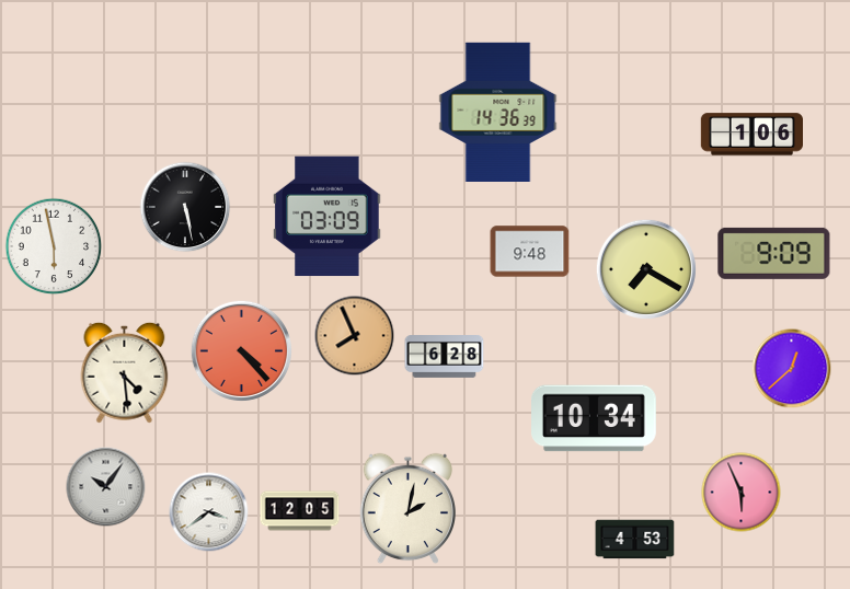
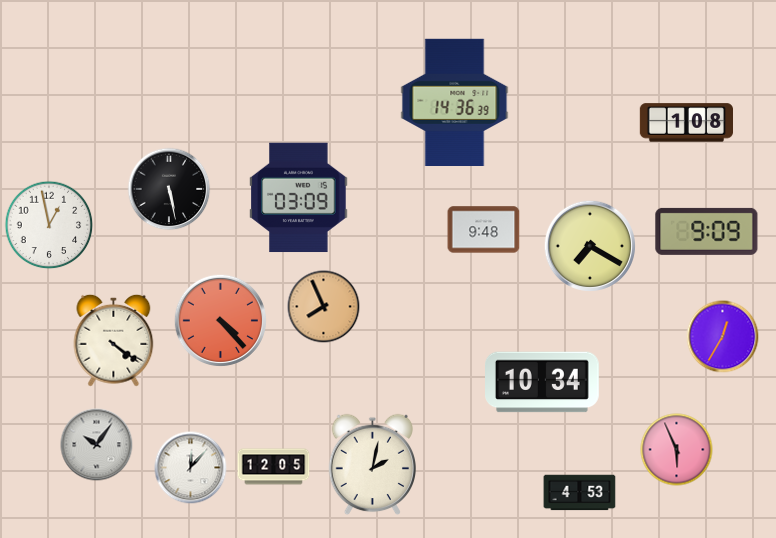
clock at (751, 135): 1:06 -> 1:08
clock at (54, 246): 5:58 -> 12:58
clock at (445, 357): 6:28 -> none
clock at (792, 369): 12:38 -> 12:35
clock at (125, 372): 4:29 -> 4:21
clock at (209, 512): 3:39 -> 12:07
